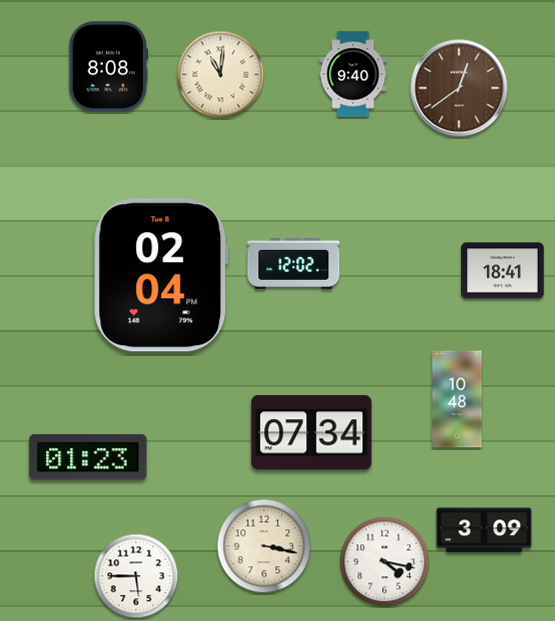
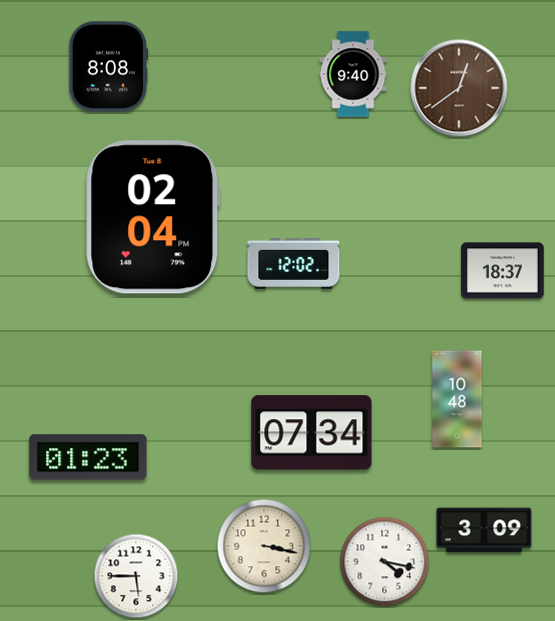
clock at (221, 75): 11:01 -> none
clock at (503, 271): 18:41 -> 18:37
clock at (161, 275) position: (161, 275) -> (153, 217)
